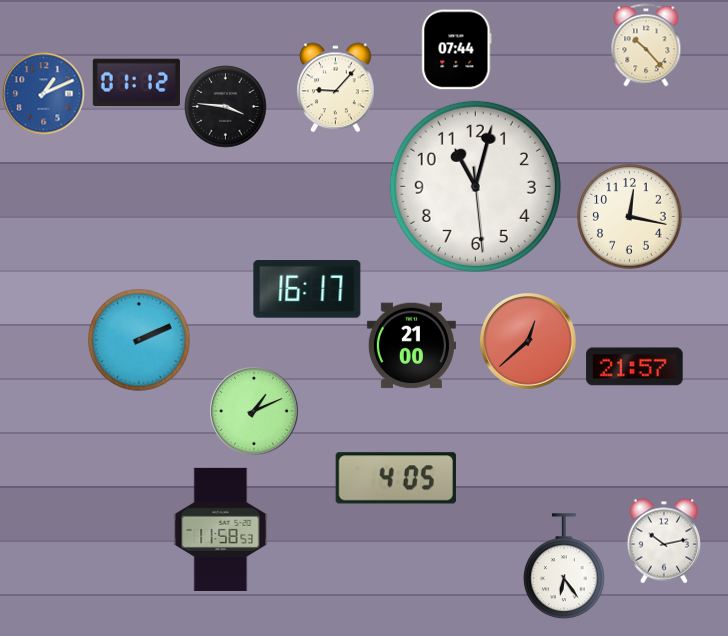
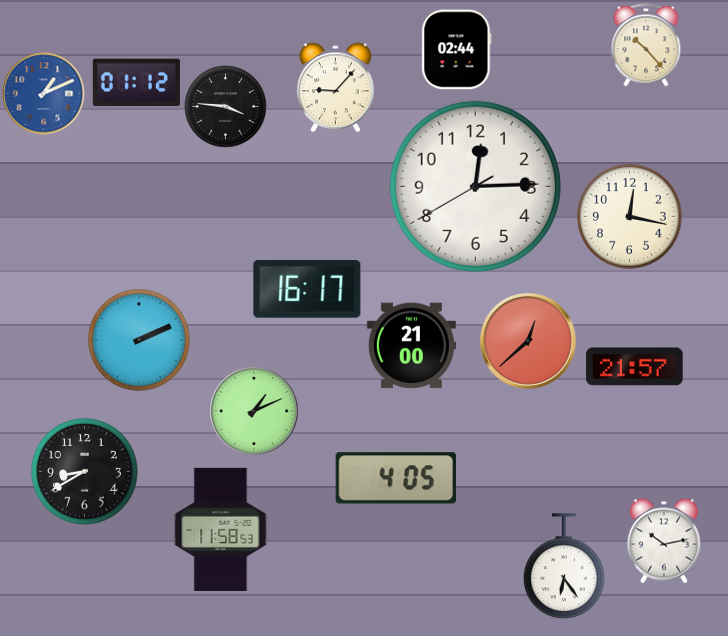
clock at (457, 50): 07:44 -> 02:44
clock at (475, 186): 11:02 -> 12:14
clock at (85, 472): none -> 8:40
